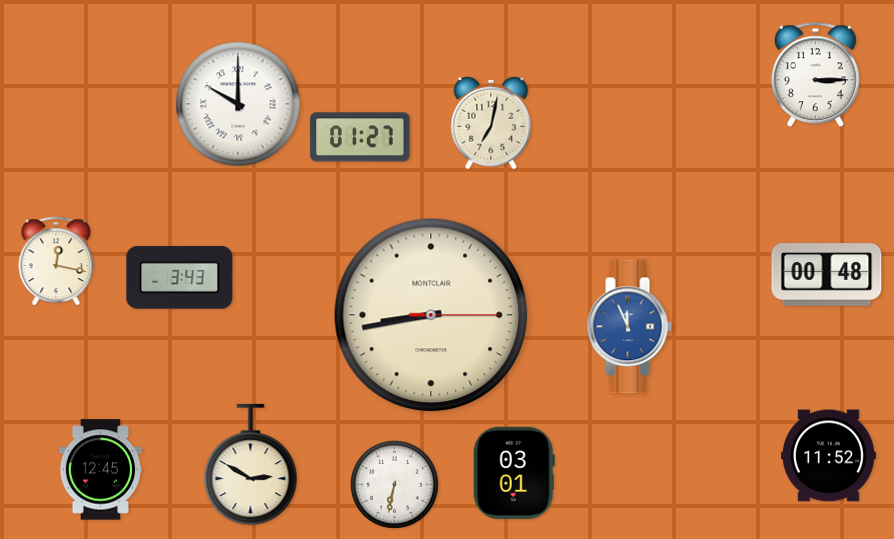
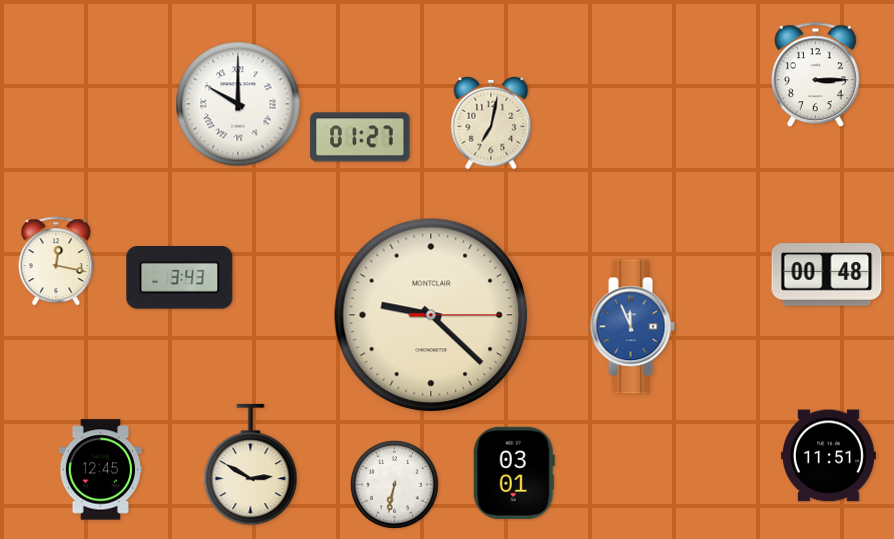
clock at (431, 315): 8:43 -> 9:22
clock at (629, 327) position: (629, 327) -> (632, 327)
clock at (828, 456): 11:52 -> 11:51
